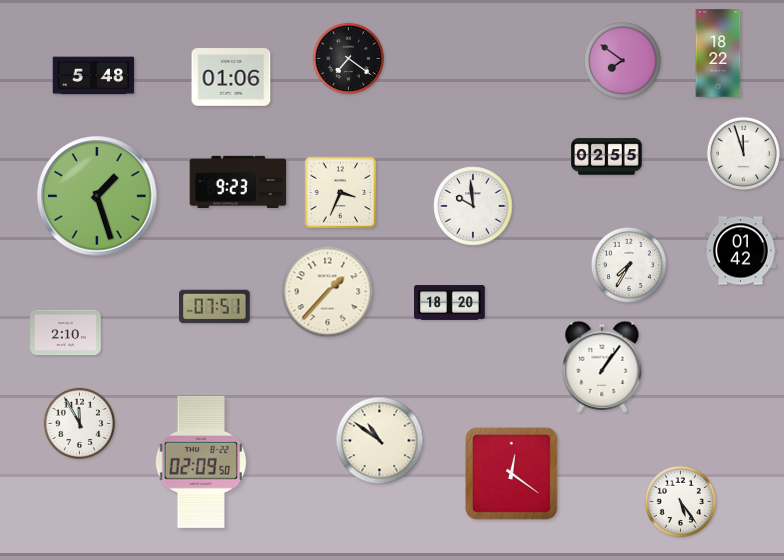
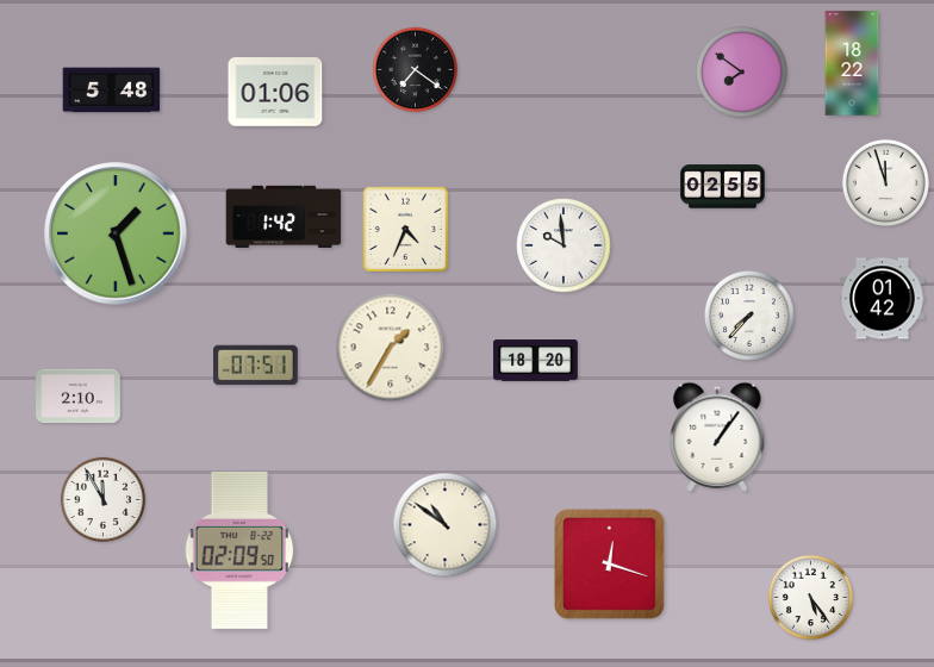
clock at (718, 53) position: (718, 53) -> (852, 63)
clock at (238, 182): 9:23 -> 1:42
clock at (341, 193): 3:34 -> 4:34
clock at (629, 265): 7:35 -> 7:37
clock at (328, 292): 1:37 -> 1:35
clock at (79, 423) position: (79, 423) -> (102, 499)
clock at (380, 441) position: (380, 441) -> (446, 525)
clock at (511, 473): 12:21 -> 12:18
